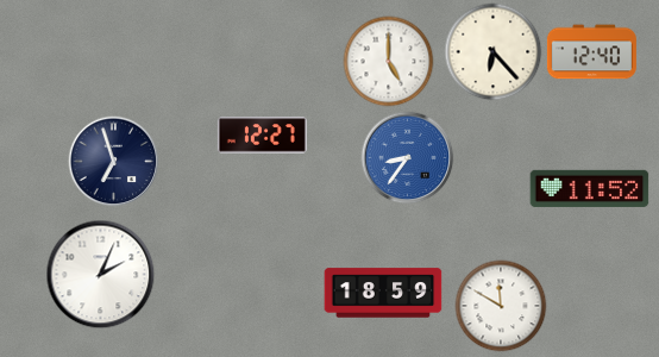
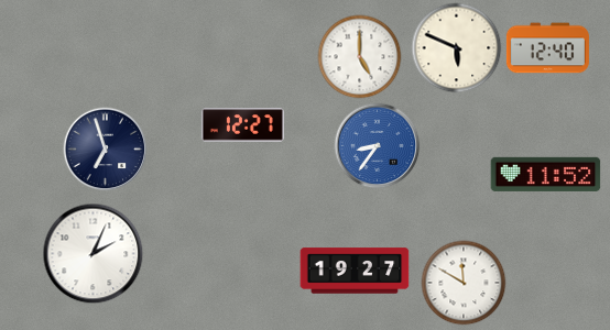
clock at (494, 52): 6:23 -> 5:49
clock at (383, 293): 18:59 -> 19:27
